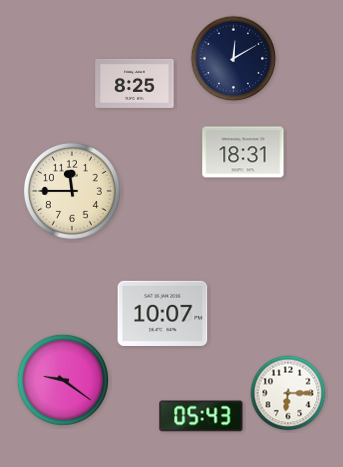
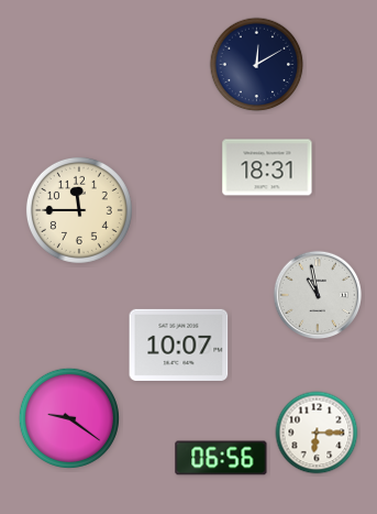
clock at (135, 83): 8:25 -> none
clock at (318, 295): none -> 10:58
clock at (201, 416): 05:43 -> 06:56
